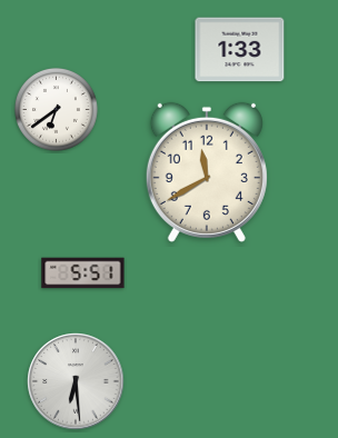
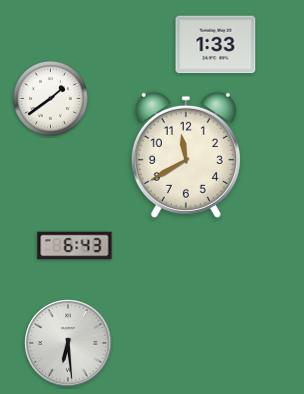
clock at (56, 109): 6:39 -> 1:39
clock at (83, 273): 5:51 -> 6:43
